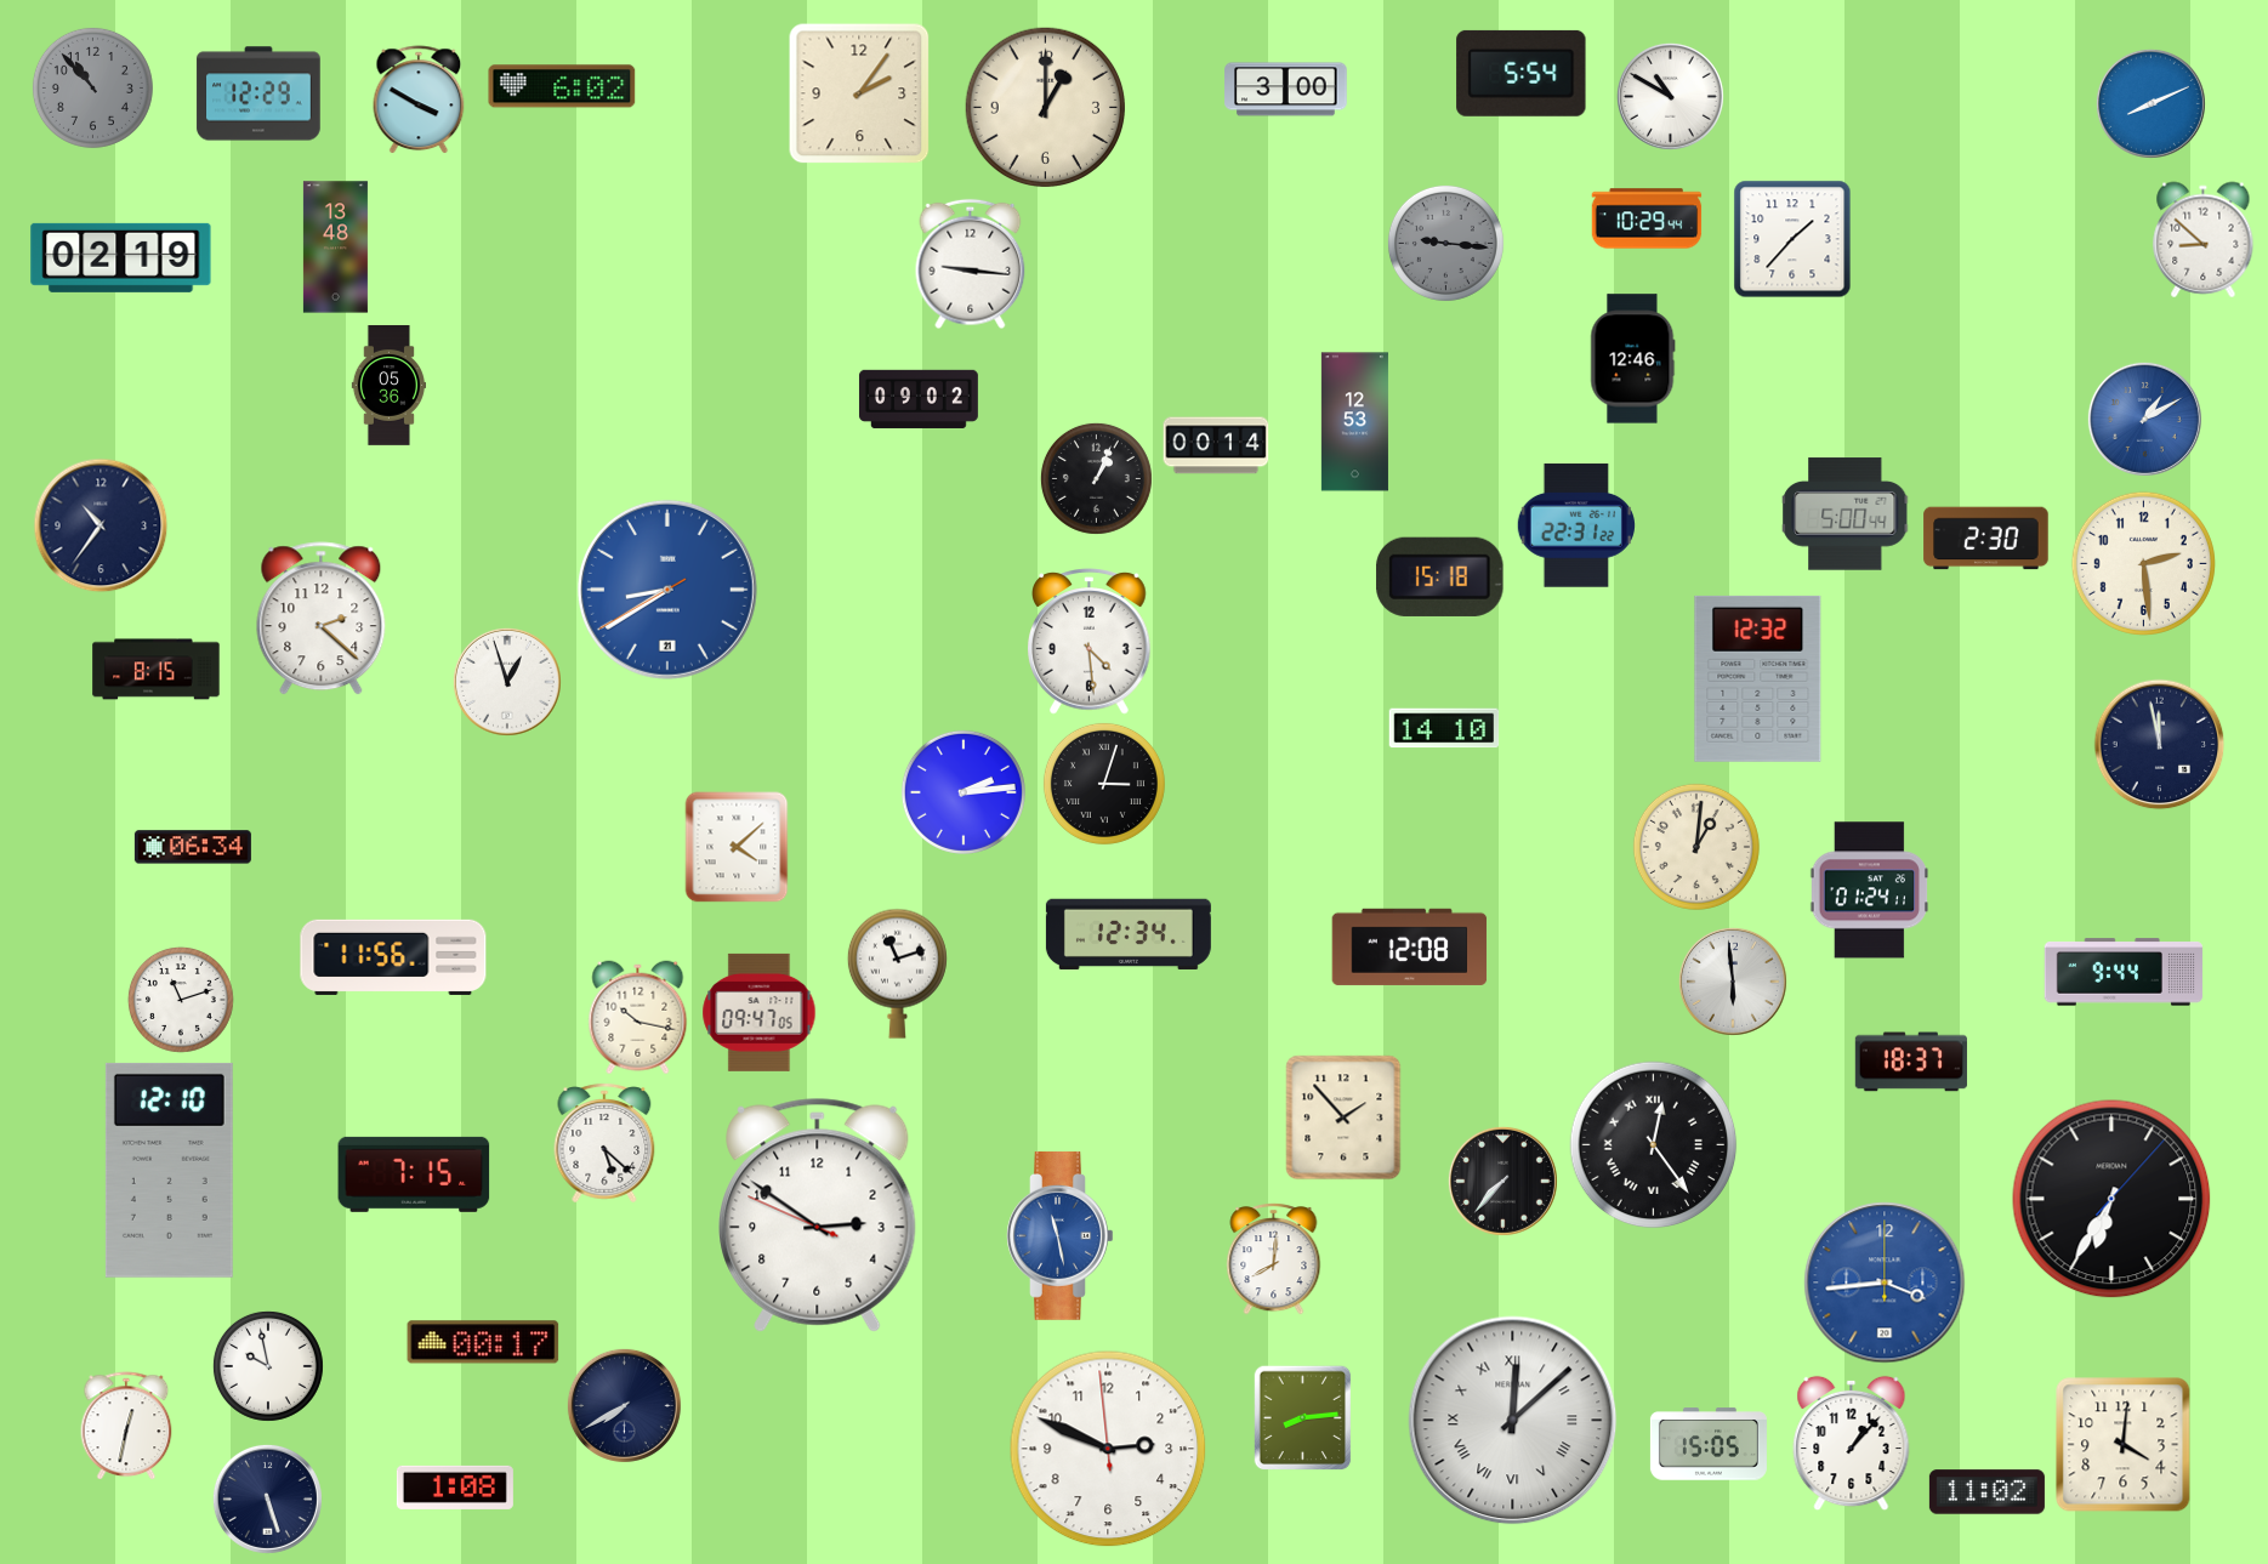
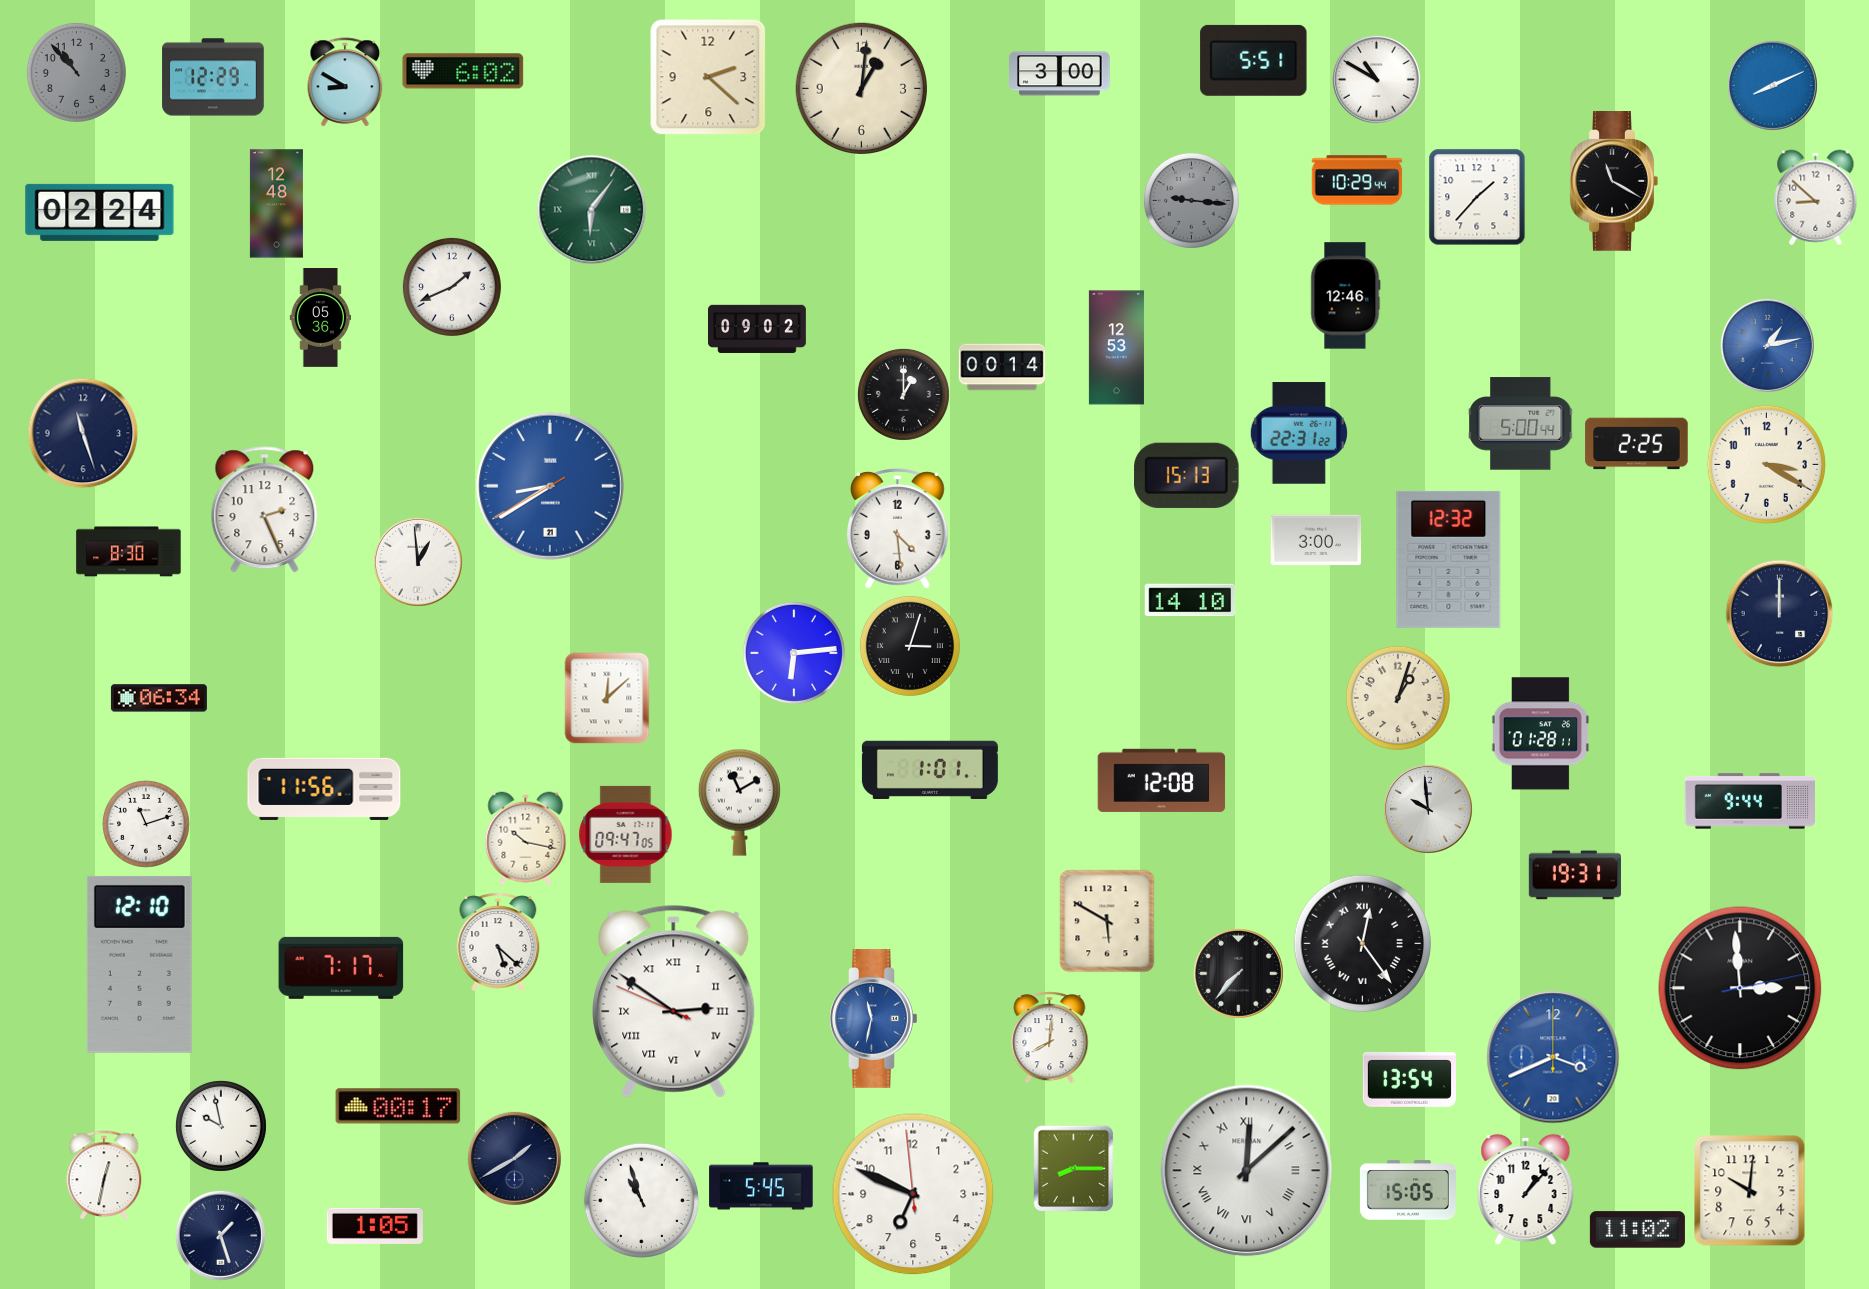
clock at (1522, 73): 5:54 -> 5:51
clock at (859, 93): 2:06 -> 2:22
clock at (419, 99): 3:50 -> 8:50
clock at (1045, 107): 1:00 -> 1:01
clock at (1614, 182): none -> 11:20
clock at (335, 248): 13:48 -> 12:48
clock at (592, 210): none -> 6:06
clock at (121, 257): 02:19 -> 02:24
clock at (971, 265): 9:16 -> none
clock at (452, 287): none -> 1:41
clock at (2144, 419): 1:10 -> 1:13
clock at (1096, 478): 1:04 -> 1:00
clock at (101, 525): 10:36 -> 11:27
clock at (1986, 539): 2:30 -> 2:25
clock at (2143, 563): 2:29 -> 3:20
clock at (1440, 576): 15:18 -> 15:13
clock at (322, 619): 2:22 -> 2:26
clock at (1316, 540): none -> 3:00
clock at (157, 670): 8:15 -> 8:30
clock at (507, 682): 12:57 -> 12:59
clock at (2160, 745): 11:58 -> 12:00
clock at (964, 792): 2:14 -> 6:14
clock at (737, 847): 4:08 -> 12:08
clock at (1696, 847): 1:01 -> 1:03
clock at (1869, 891): 01:24 -> 01:28
clock at (1129, 934): 12:34 -> 1:01
clock at (897, 973): 11:12 -> 11:10
clock at (1733, 982): 5:59 -> 9:59
clock at (181, 1000) position: (181, 1000) -> (146, 824)
clock at (1911, 1062): 18:37 -> 19:31
clock at (1343, 1117): 1:53 -> 5:50
clock at (414, 1175): 7:15 -> 7:17
clock at (2111, 1199): 6:35 -> 2:59
clock at (818, 1215) numerals: Arabic -> Roman
clock at (1061, 1236): 11:28 -> 11:32
clock at (1885, 1283): 3:44 -> 3:41
clock at (1409, 1079): none -> 13:54
clock at (624, 1405): 7:40 -> 1:40
clock at (1303, 1417): 8:14 -> 8:15
clock at (761, 1186): none -> 5:45
clock at (2124, 1445): 4:01 -> 10:01
clock at (1108, 1449): 2:48 -> 6:48
clock at (641, 1200): none -> 10:57
clock at (455, 1488): 1:08 -> 1:05
clock at (267, 1498): 5:27 -> 1:27
